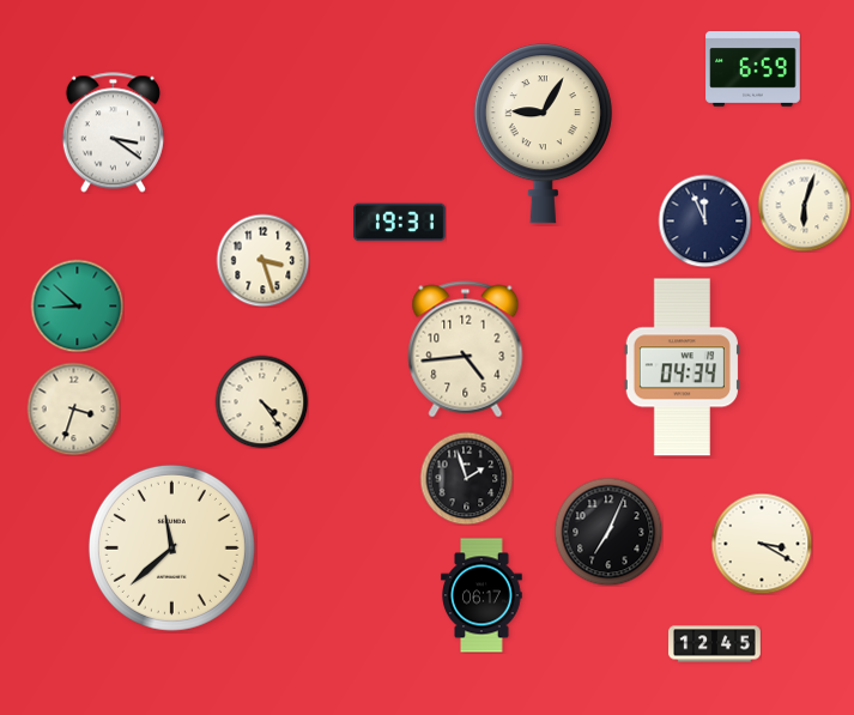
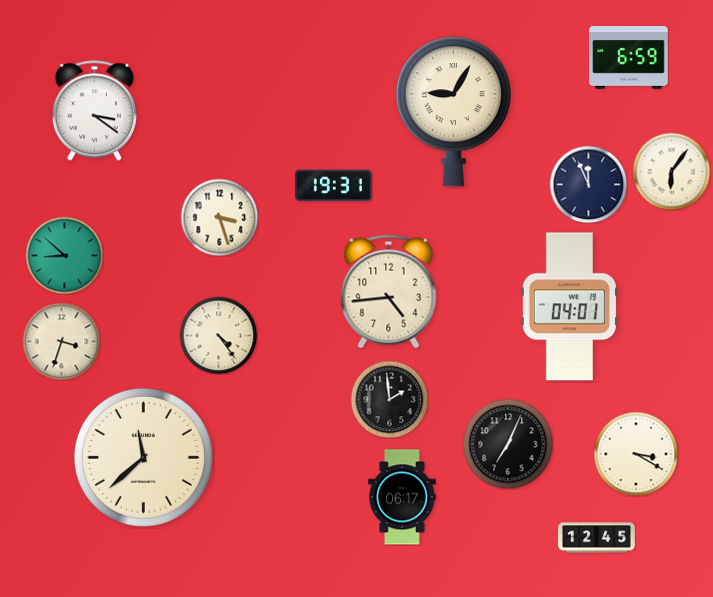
clock at (804, 205): 6:03 -> 6:06
clock at (682, 368): 04:34 -> 04:01
clock at (466, 478): 1:57 -> 1:59
